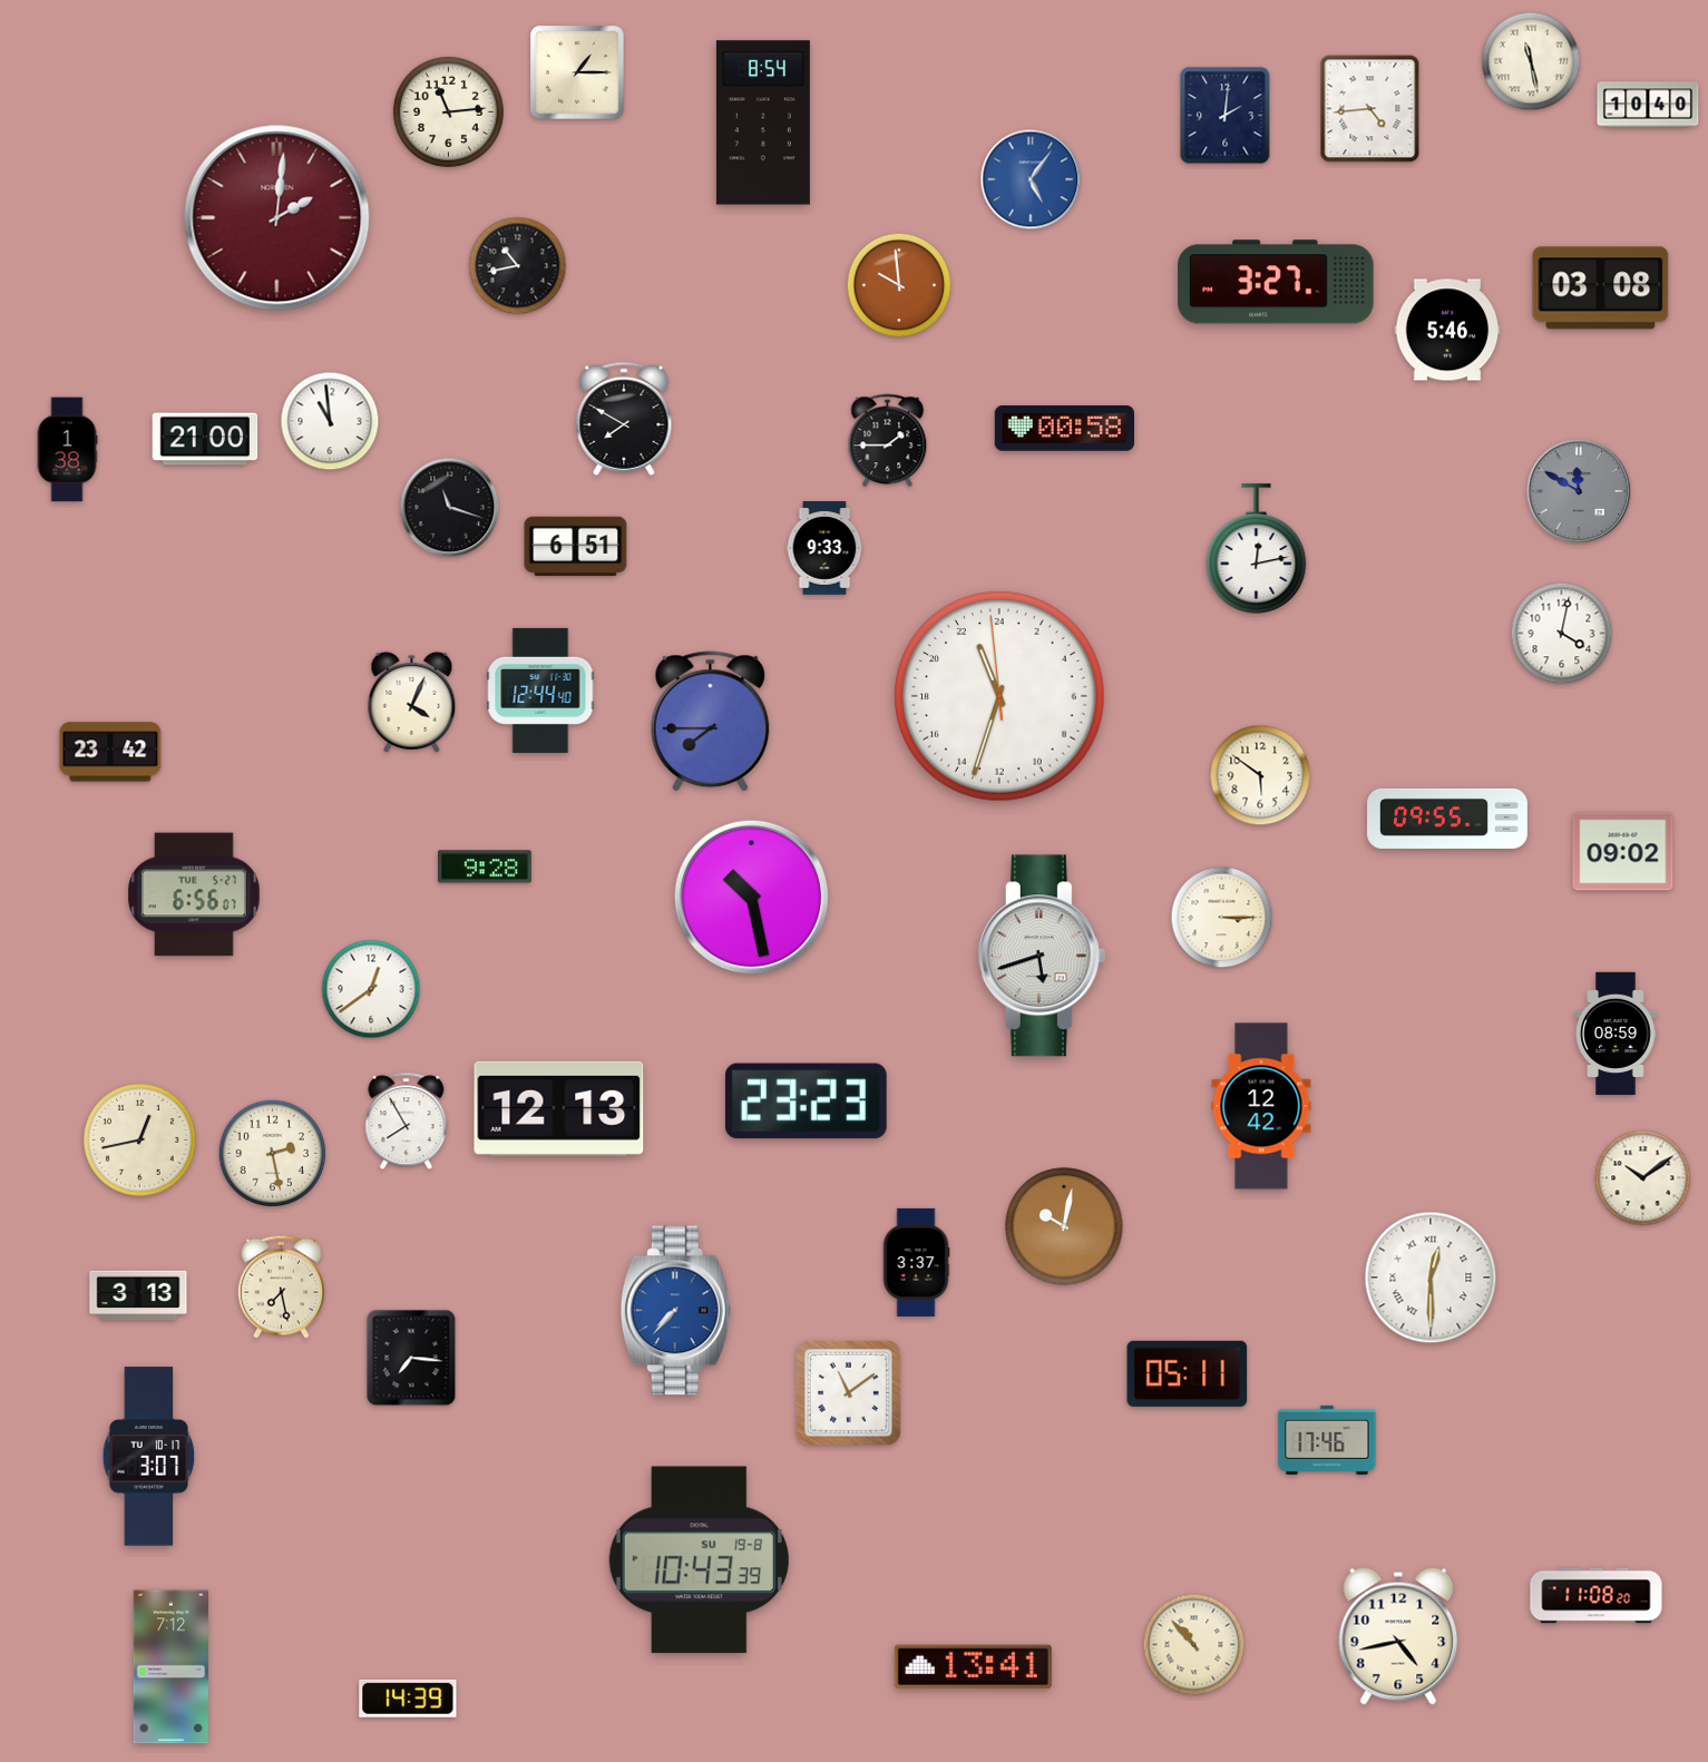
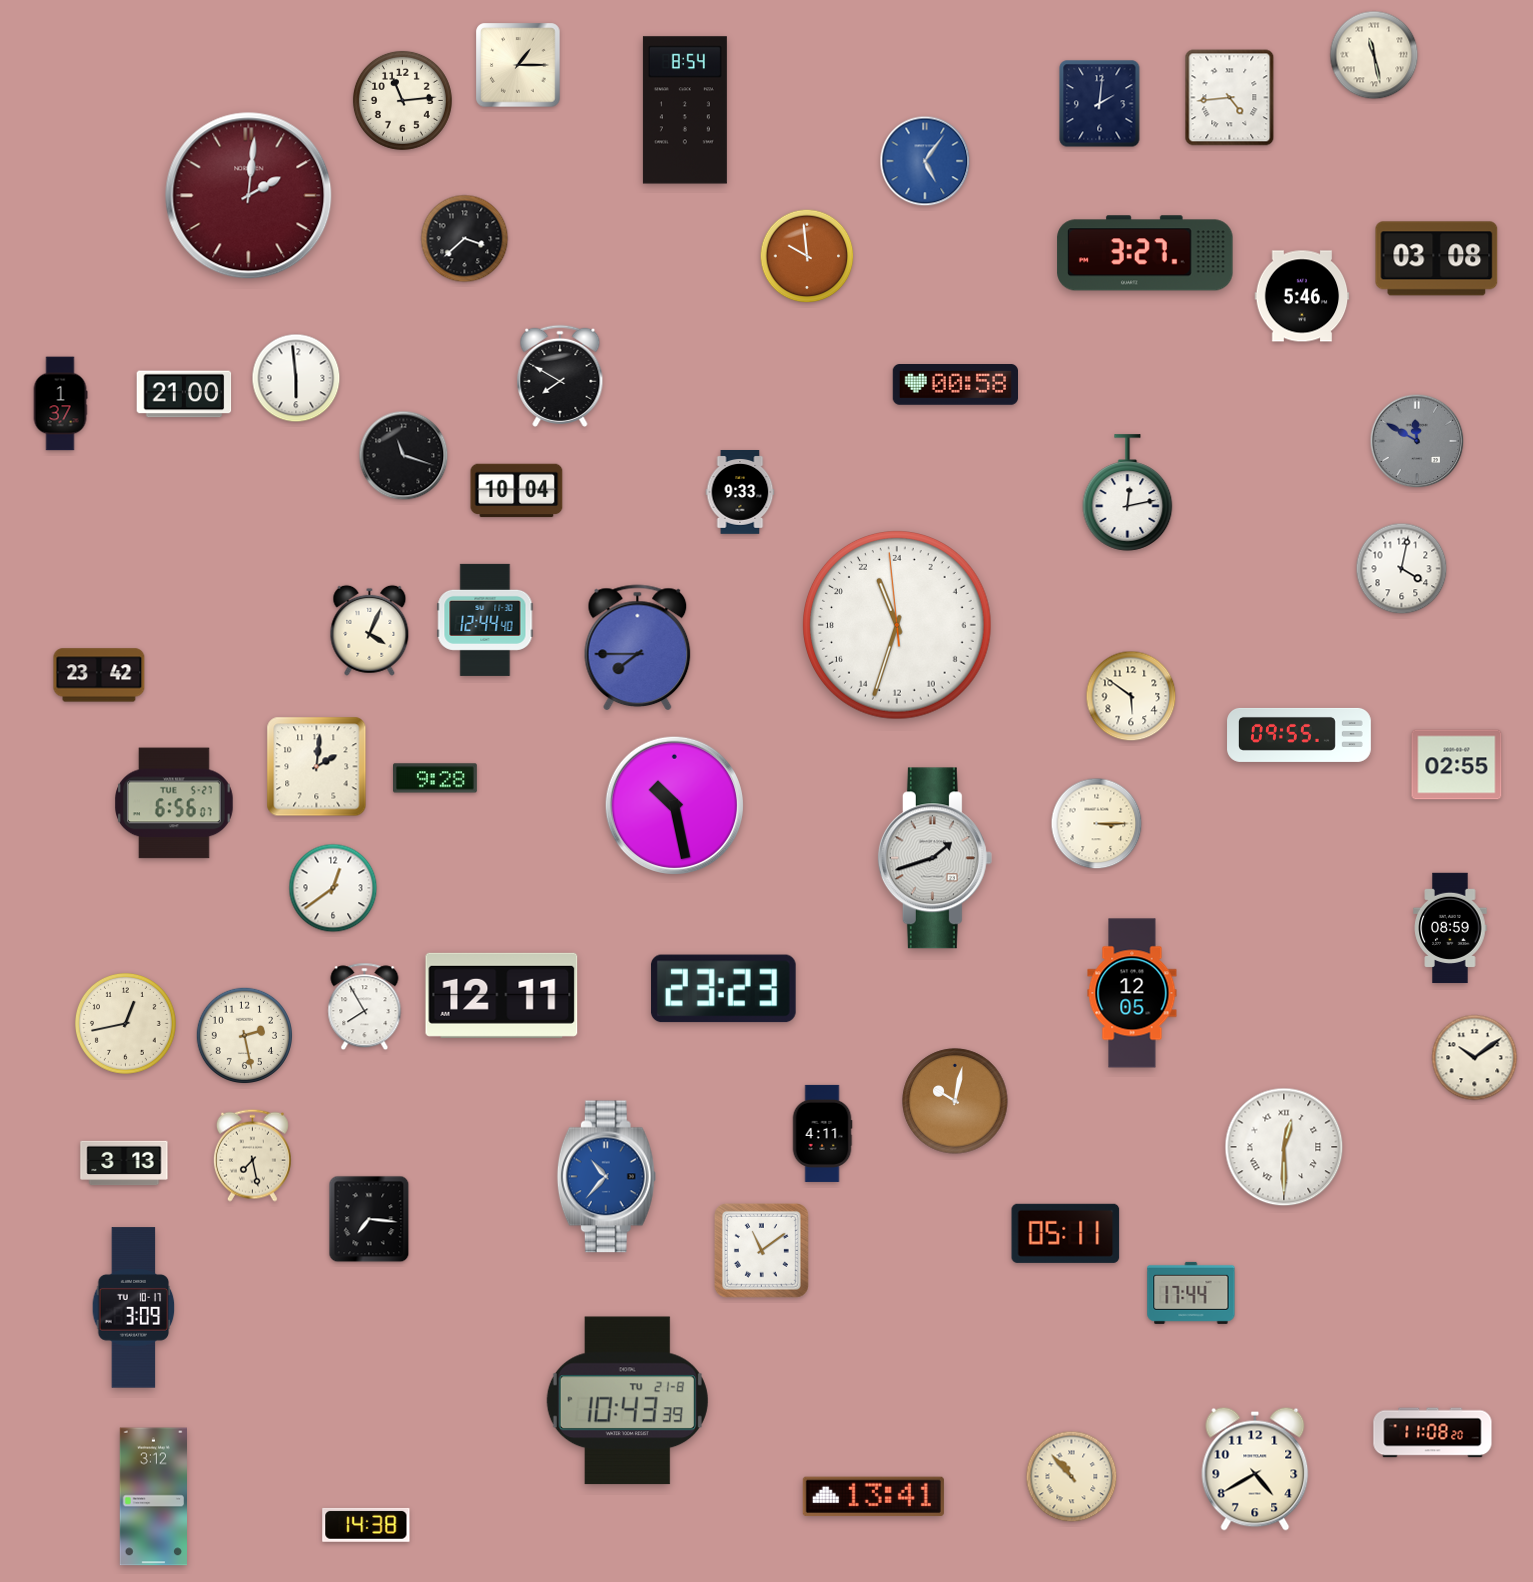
clock at (1648, 105): 10:40 -> none
clock at (518, 266): 10:43 -> 3:38
clock at (1447, 330) position: (1447, 330) -> (1302, 296)
clock at (330, 421): 10:59 -> 5:59
clock at (888, 441): 1:45 -> none
clock at (67, 450): 1:38 -> 1:37
clock at (576, 547): 6:51 -> 10:04
clock at (1623, 852): 09:02 -> 02:55
clock at (317, 767): none -> 2:01
clock at (1042, 956): 5:42 -> 1:42
clock at (1261, 1106): 12:42 -> 12:05
clock at (559, 1108): 12:13 -> 12:11
clock at (916, 1262): 3:37 -> 4:11
clock at (675, 1311): 7:37 -> 10:37
clock at (1327, 1440): 17:46 -> 17:44
clock at (149, 1457): 3:07 -> 3:09
clock at (699, 1560) date: SU 19-8 -> TU 21-8
clock at (1398, 1636): 4:43 -> 4:40
clock at (170, 1667): 7:12 -> 3:12
clock at (408, 1699): 14:39 -> 14:38
